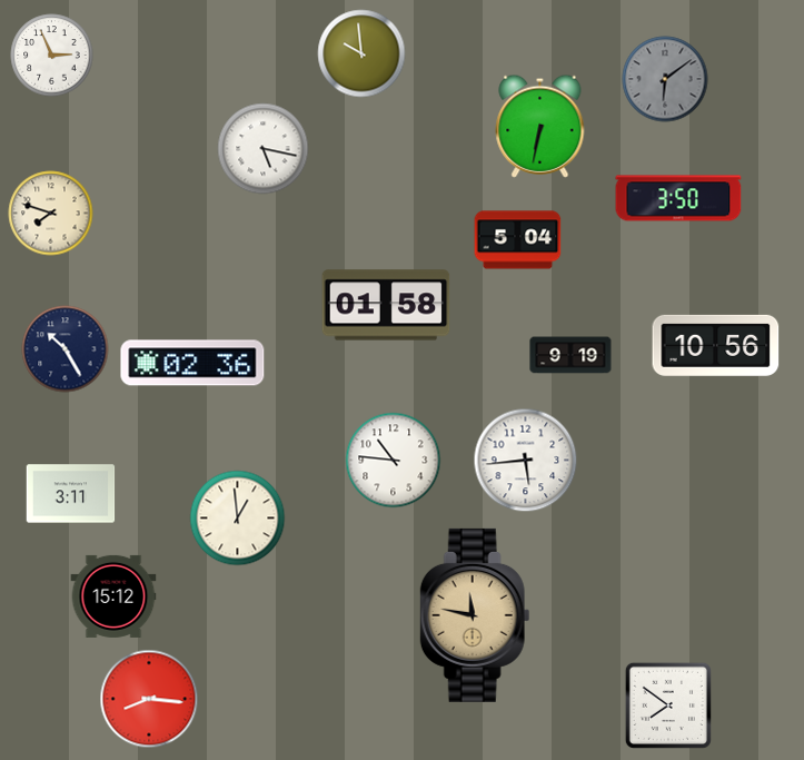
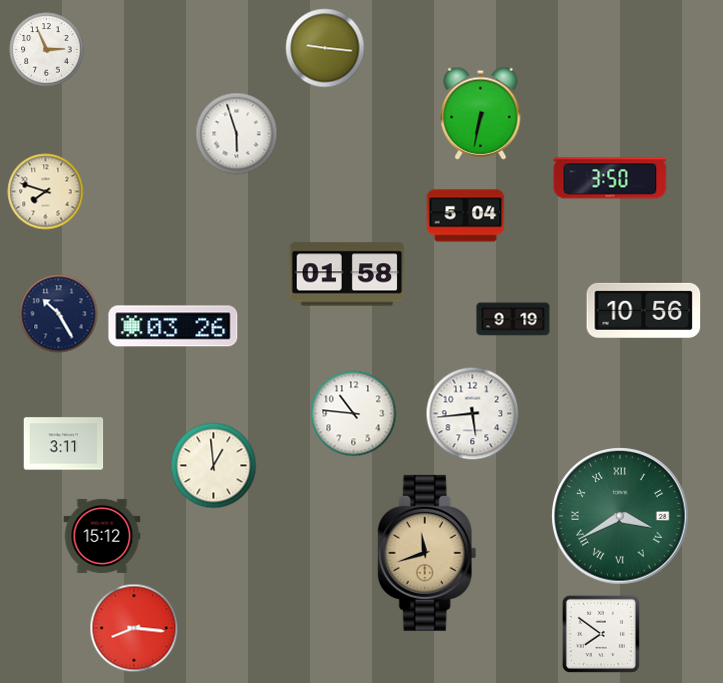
clock at (361, 53): 9:59 -> 9:16
clock at (665, 79): 6:09 -> none
clock at (540, 126) position: (540, 126) -> (481, 113)
clock at (264, 149): 5:17 -> 5:57
clock at (192, 363): 02:36 -> 03:26
clock at (620, 516): none -> 3:40
clock at (475, 615): 11:47 -> 11:42
